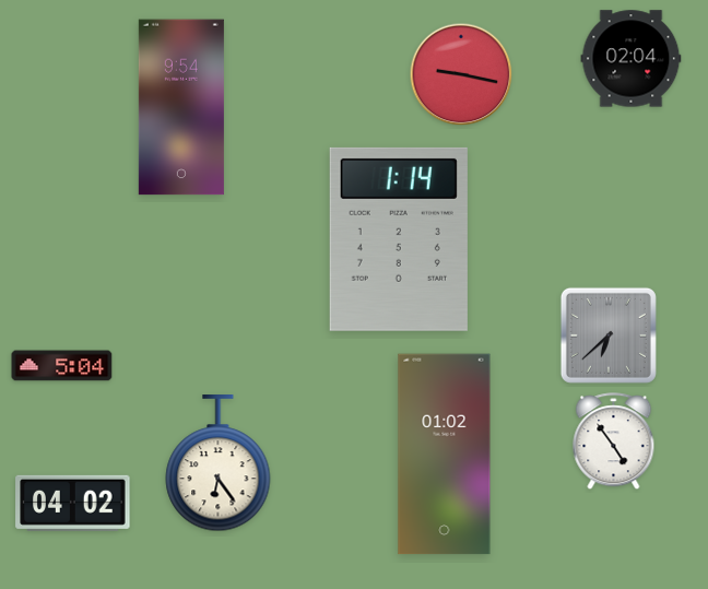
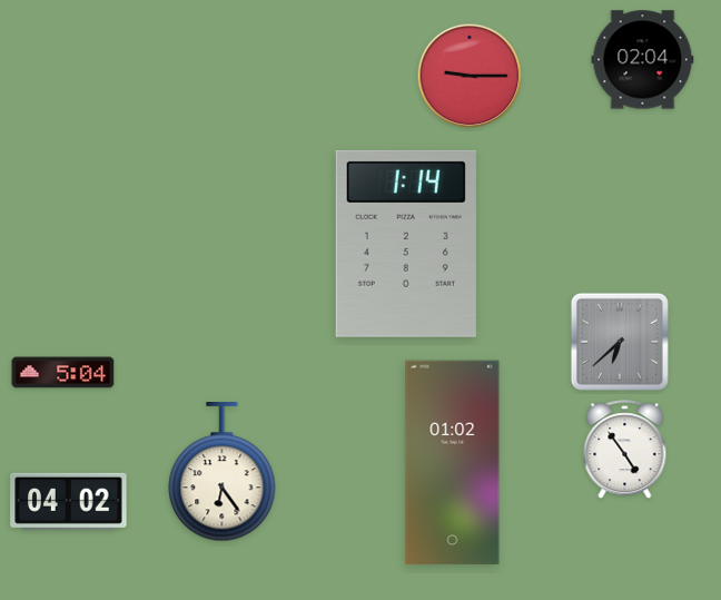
clock at (461, 74): 9:17 -> 9:15
clock at (181, 107): 9:54 -> none
clock at (73, 503) position: (73, 503) -> (69, 501)
